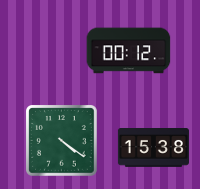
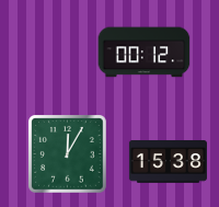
clock at (129, 51) position: (129, 51) -> (145, 53)
clock at (62, 141): 4:21 -> 12:05
